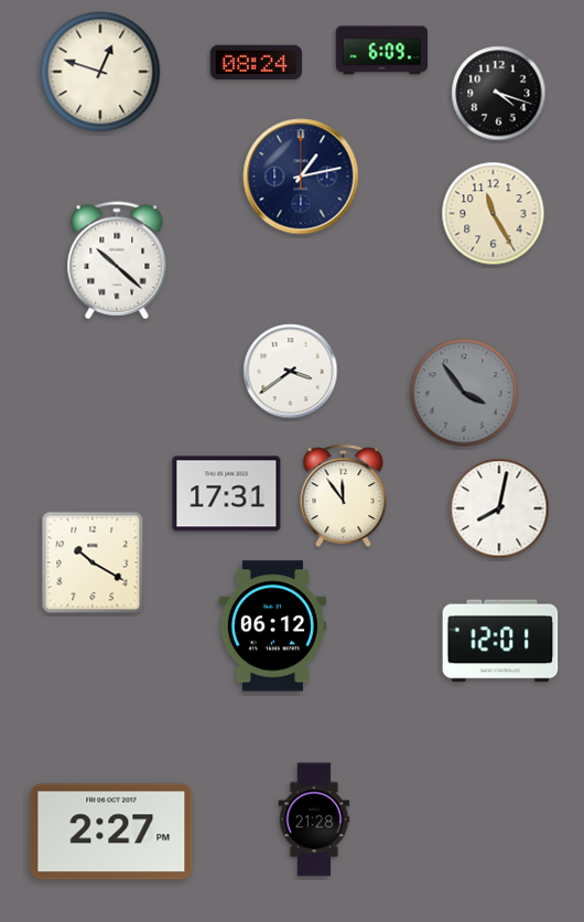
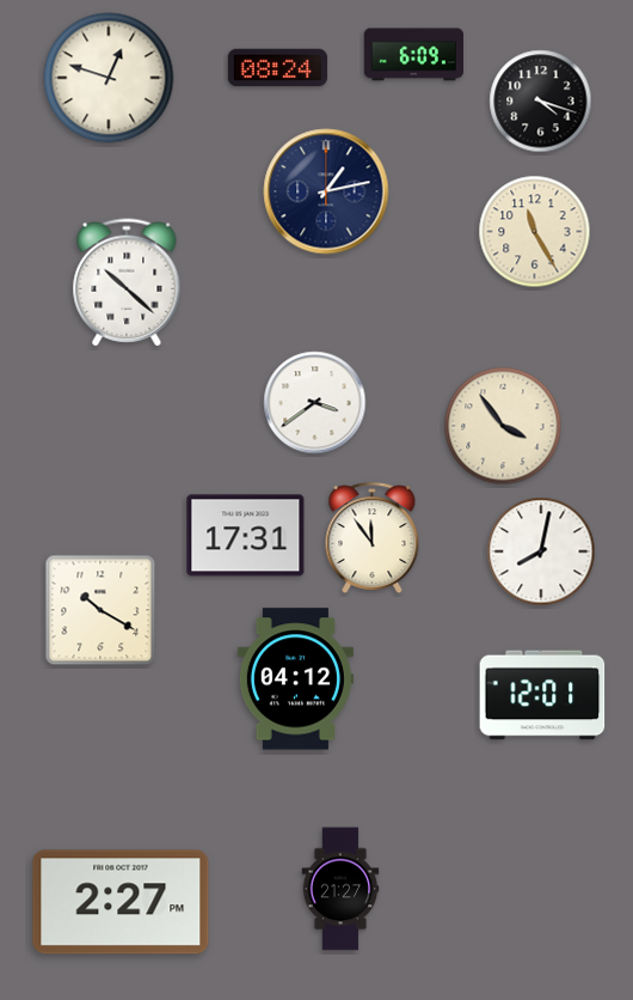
clock at (464, 393) dial: grey -> cream
clock at (272, 626): 06:12 -> 04:12
clock at (314, 819): 21:28 -> 21:27
